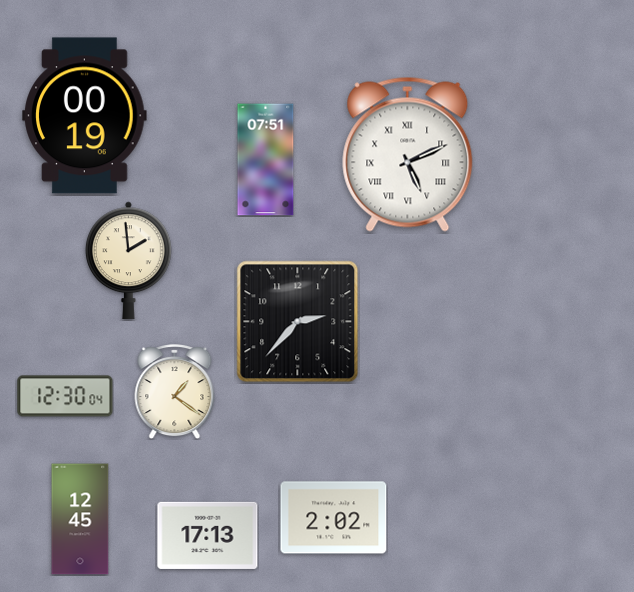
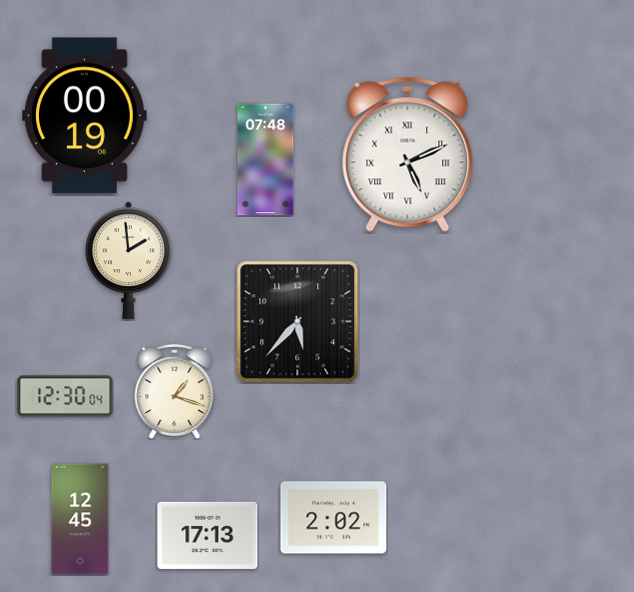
clock at (266, 160): 07:51 -> 07:48
clock at (298, 322): 2:37 -> 5:37
clock at (175, 392): 1:21 -> 1:18
